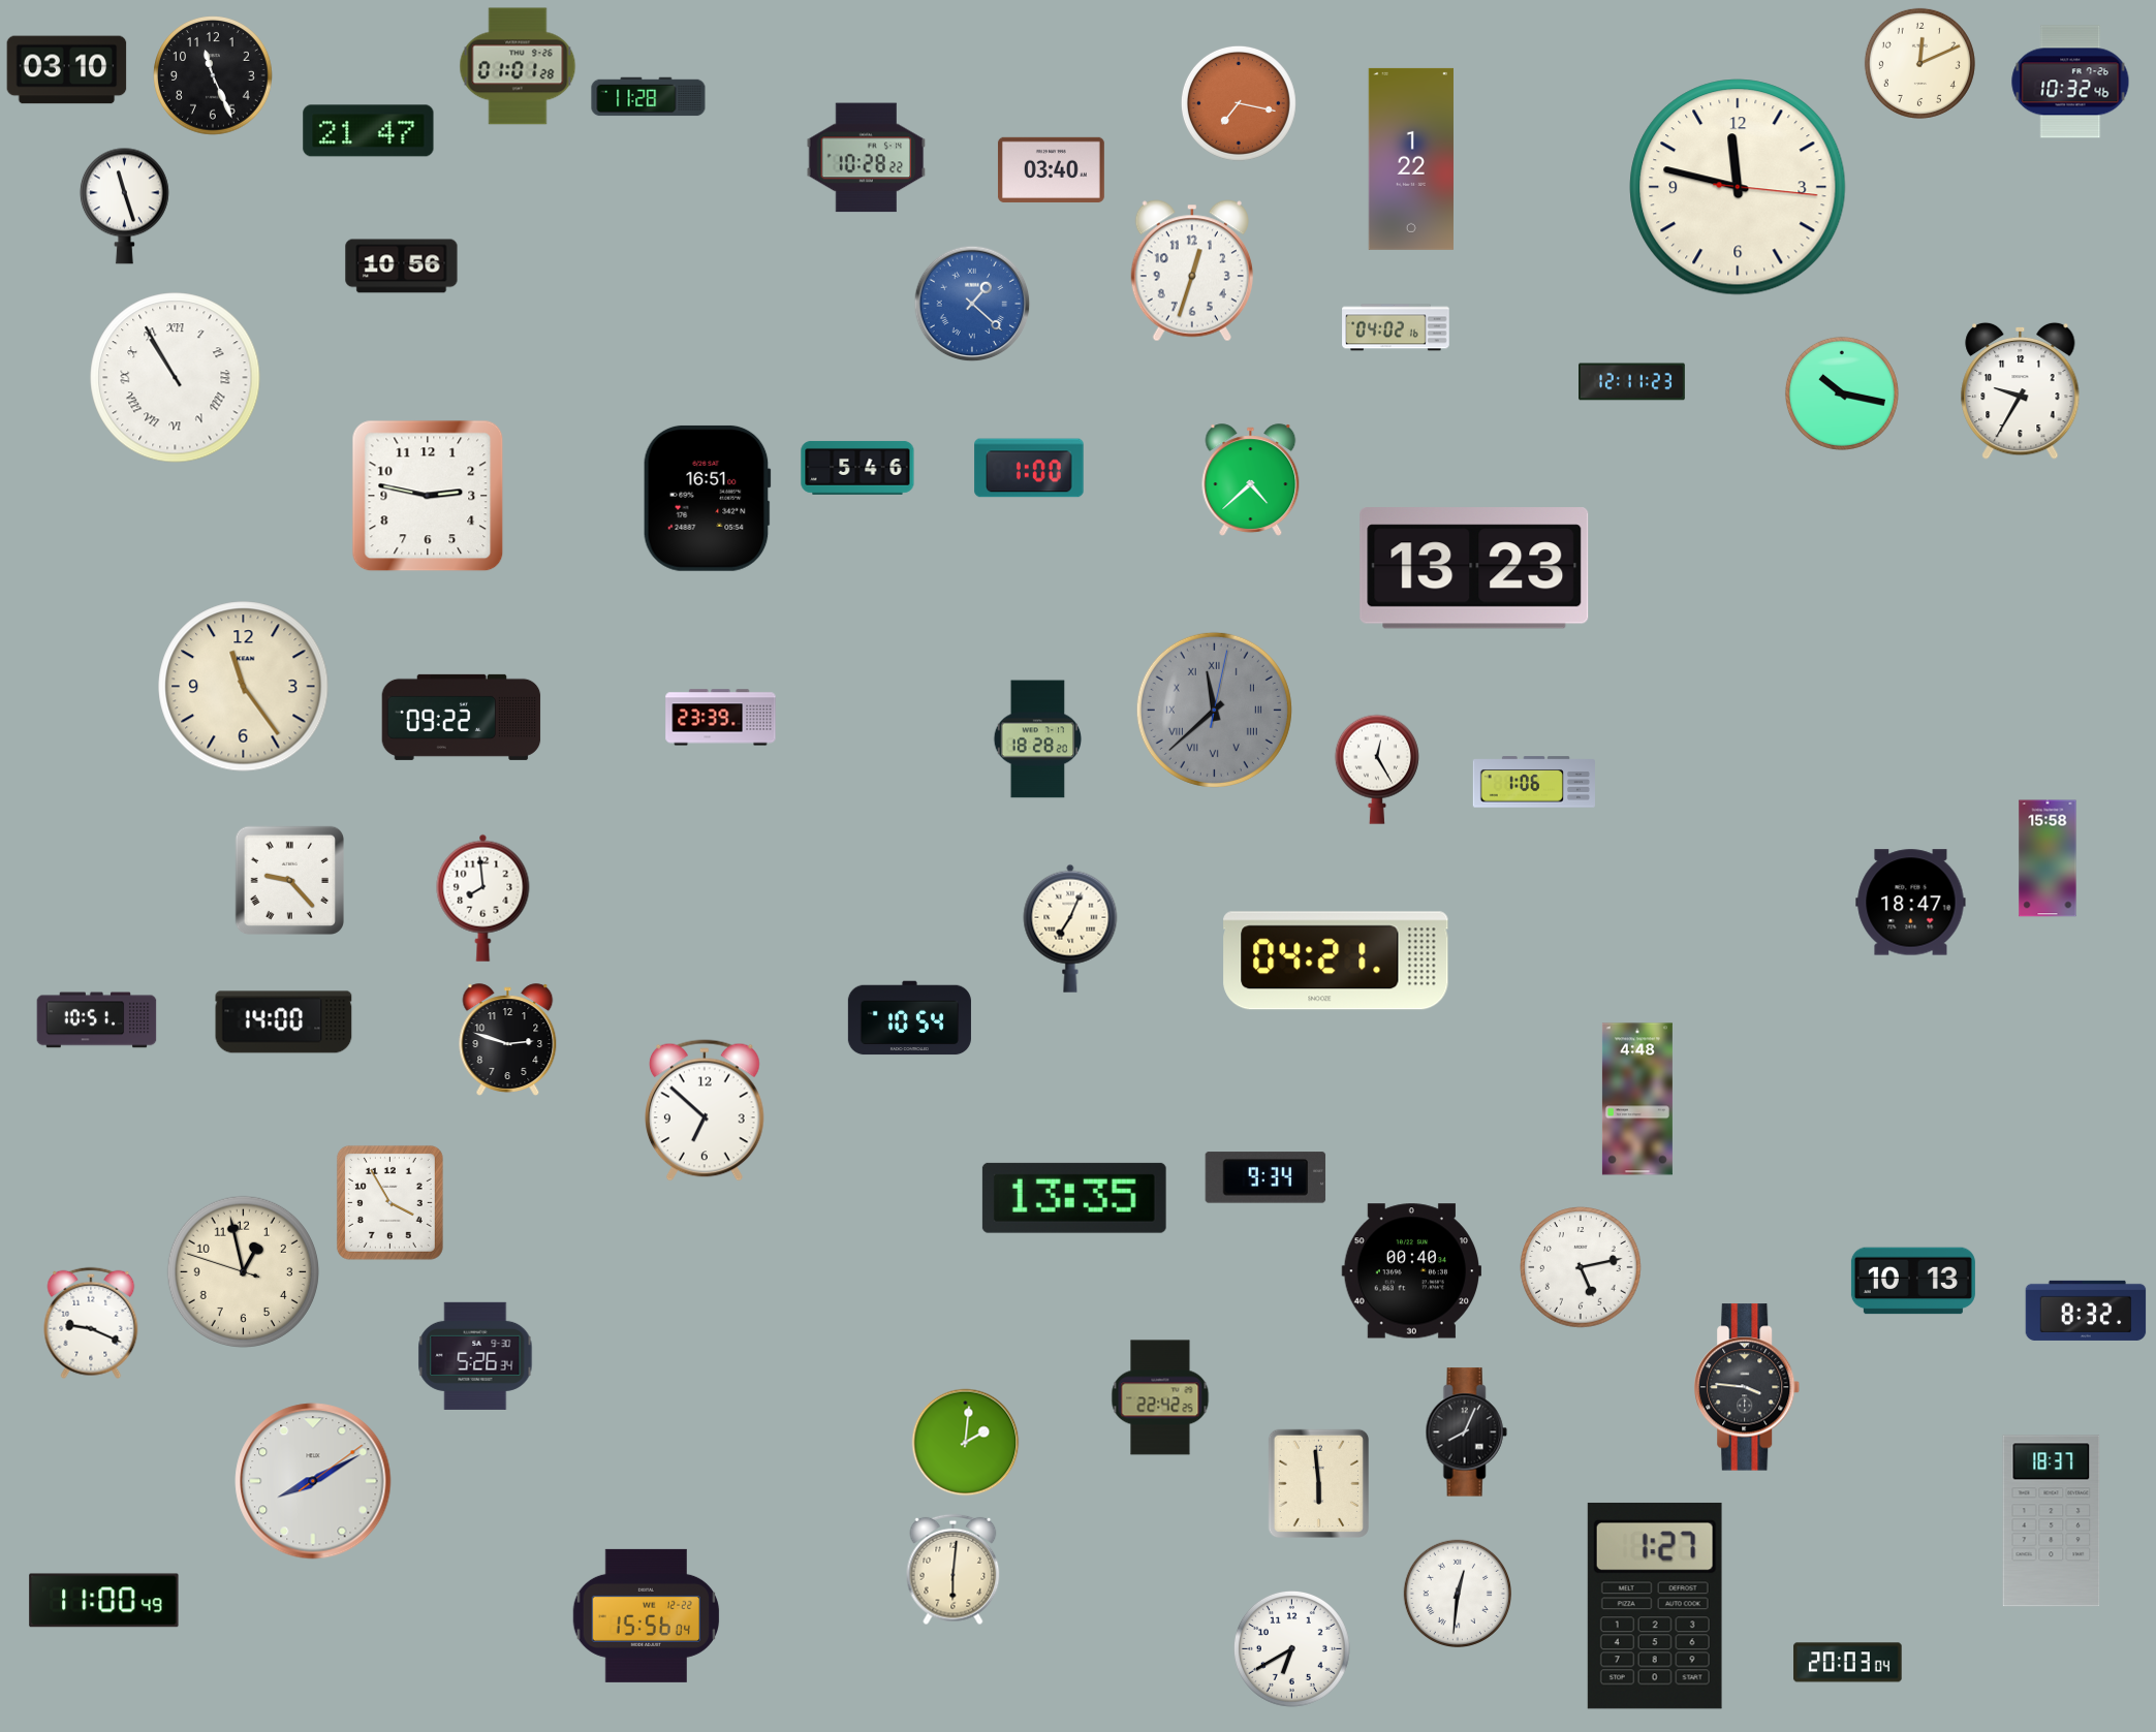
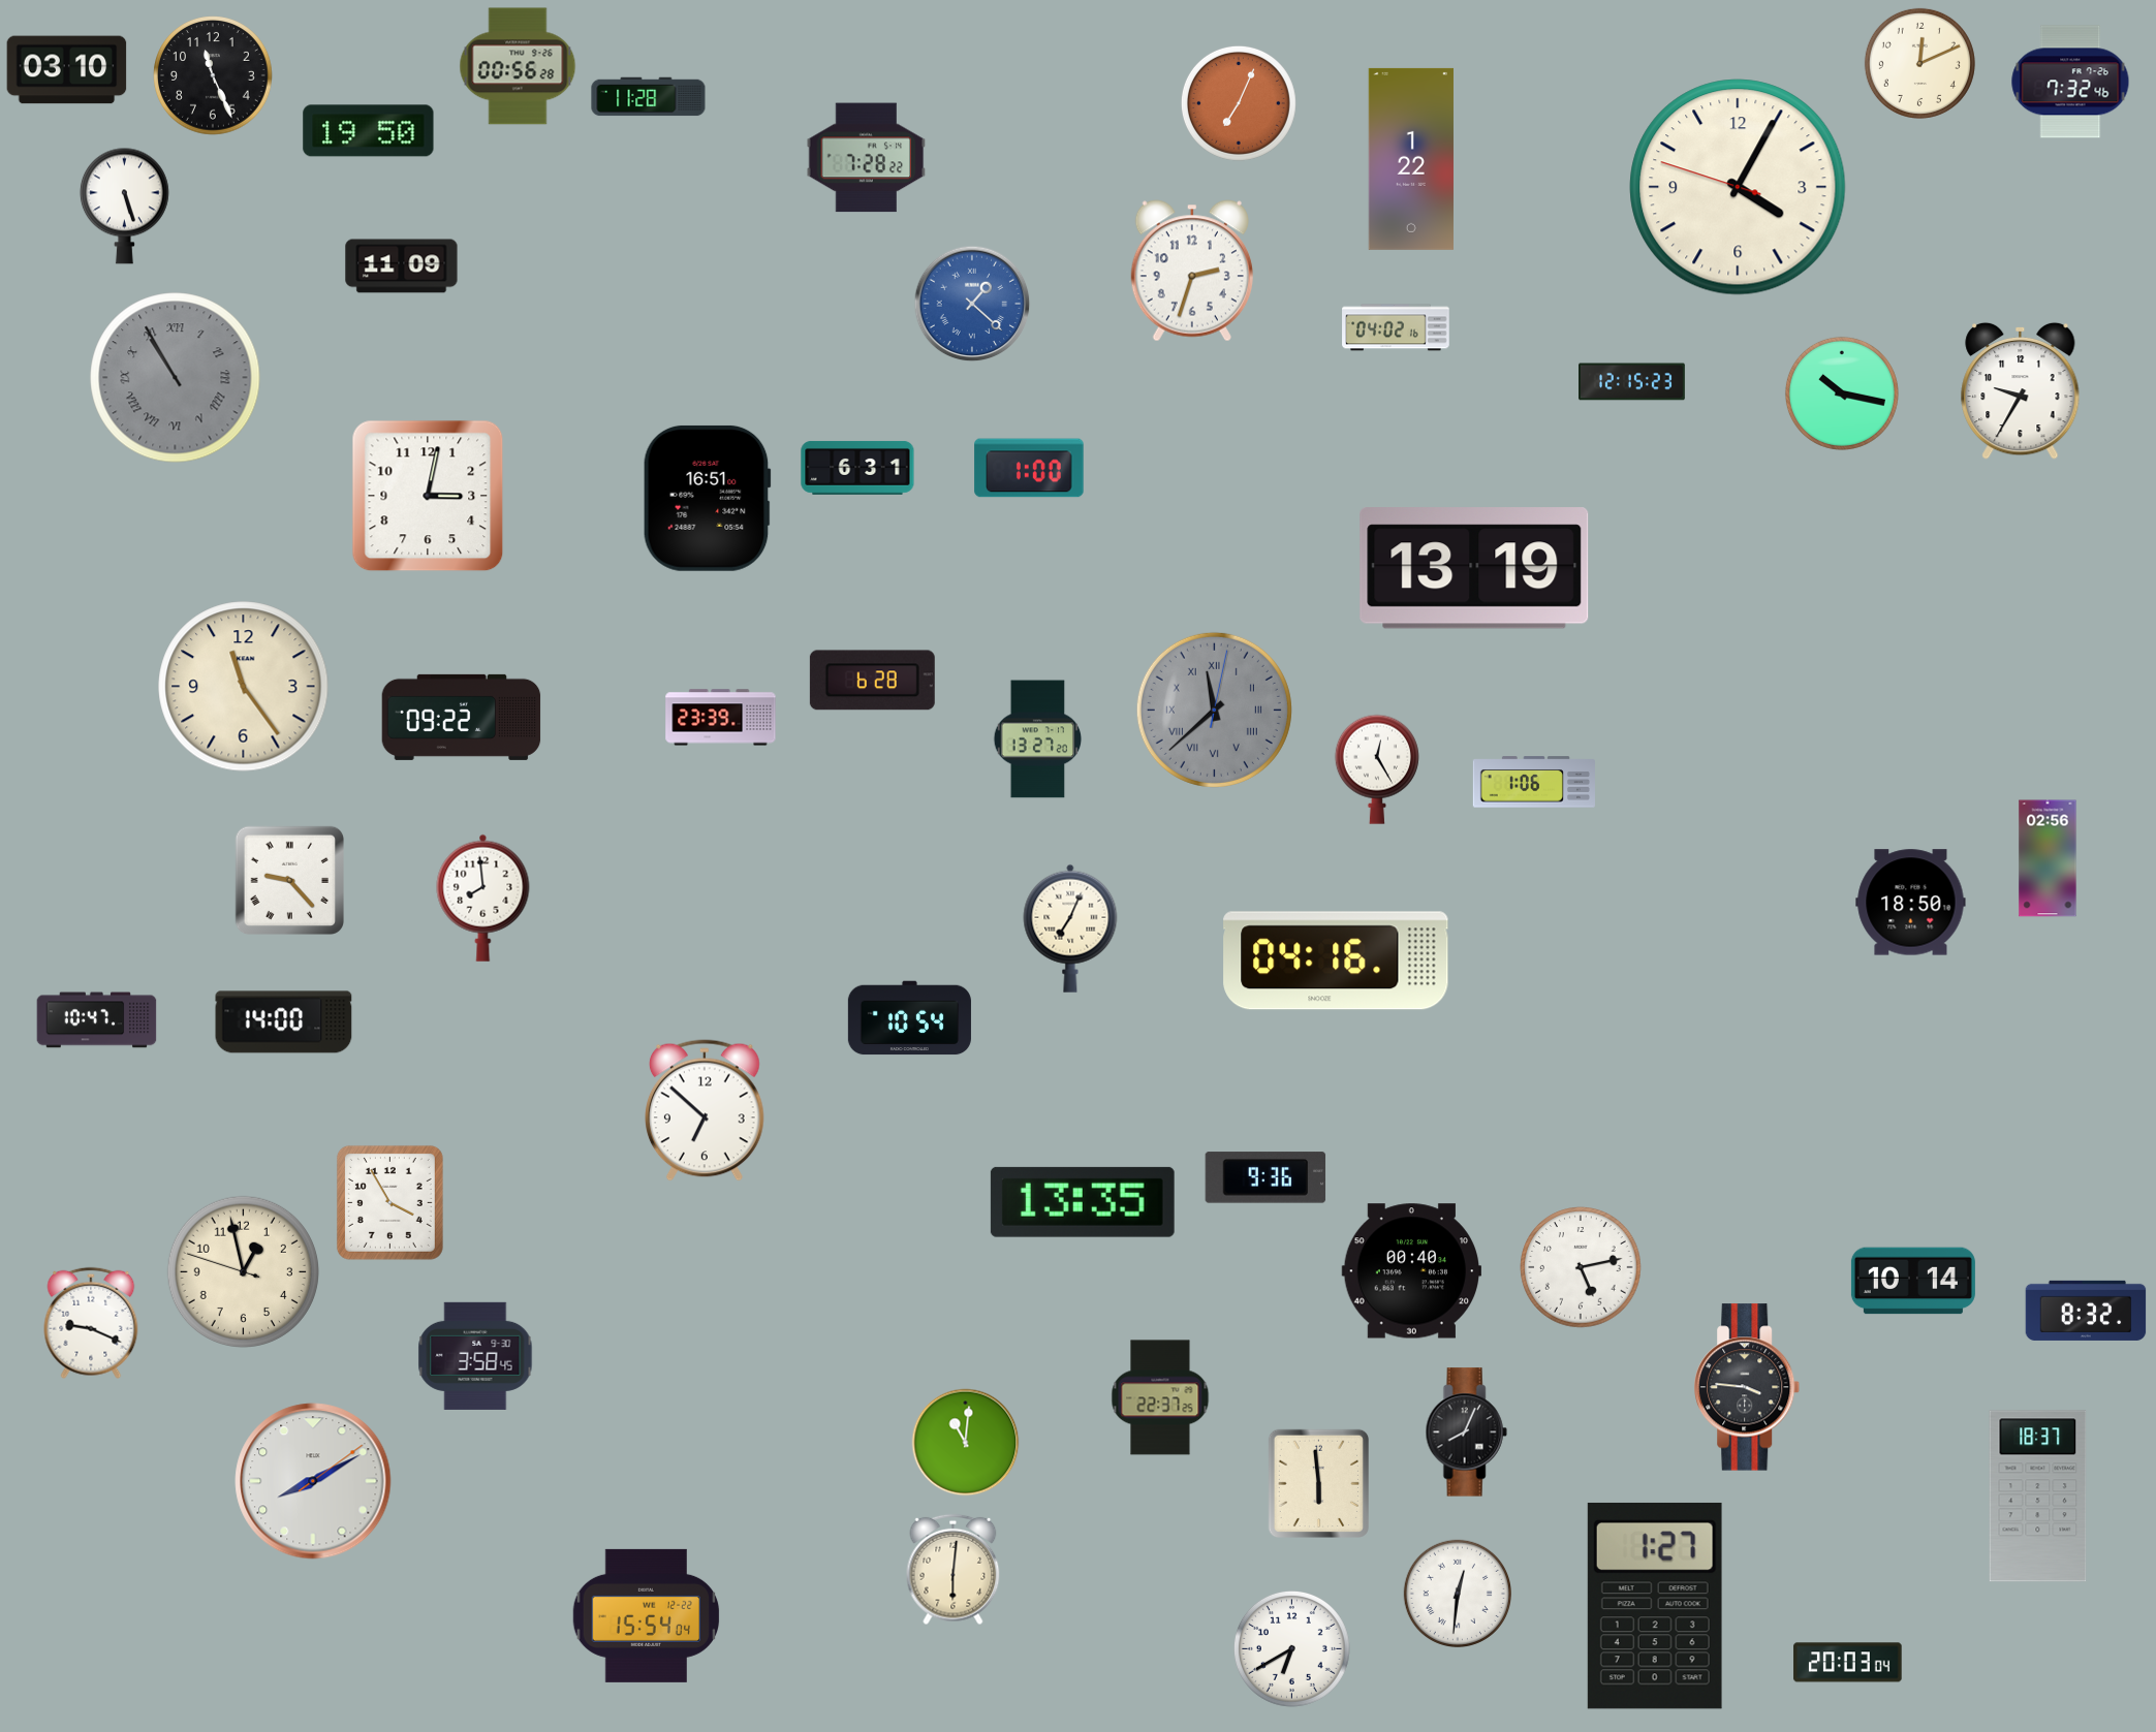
clock at (518, 66): 01:01 -> 00:56
clock at (2070, 82): 10:32 -> 7:32
clock at (1239, 103): 7:17 -> 7:04
clock at (369, 131): 21:47 -> 19:50
clock at (867, 158): 10:28 -> 7:28
clock at (1051, 169): 03:40 -> none
clock at (1738, 187): 11:47 -> 4:04
clock at (124, 206): 11:27 -> 5:27
clock at (402, 266): 10:56 -> 11:09
clock at (1192, 271): 12:33 -> 2:33
clock at (176, 378) dial: white -> grey
clock at (1632, 382): 12:11 -> 12:15
clock at (857, 468): 5:46 -> 6:31
clock at (1251, 480): 4:38 -> none
clock at (428, 496): 2:47 -> 3:02
clock at (1474, 568): 13:23 -> 13:19
clock at (872, 681): none -> 6:28
clock at (1038, 739): 18:28 -> 13:27
clock at (2048, 858): 15:58 -> 02:56
clock at (1911, 903): 18:47 -> 18:50
clock at (1336, 961): 04:21 -> 04:16
clock at (97, 1020): 10:51 -> 10:47
clock at (508, 1040): 2:48 -> none
clock at (1637, 1099): 4:48 -> none
clock at (1266, 1177): 9:34 -> 9:36
clock at (1074, 1198) position: (1074, 1198) -> (1083, 1202)
clock at (1913, 1281): 10:13 -> 10:14
clock at (475, 1356): 5:26 -> 3:58
clock at (1160, 1397): 22:42 -> 22:37
clock at (966, 1443): 2:01 -> 11:01
clock at (2052, 1521) position: (2052, 1521) -> (2038, 1497)
clock at (104, 1601): 11:00 -> none
clock at (647, 1615): 15:56 -> 15:54
